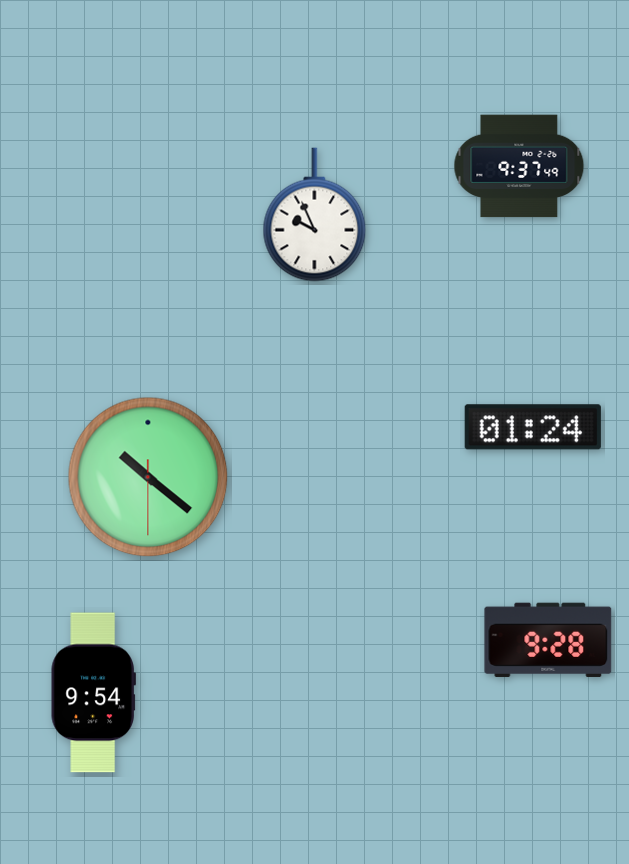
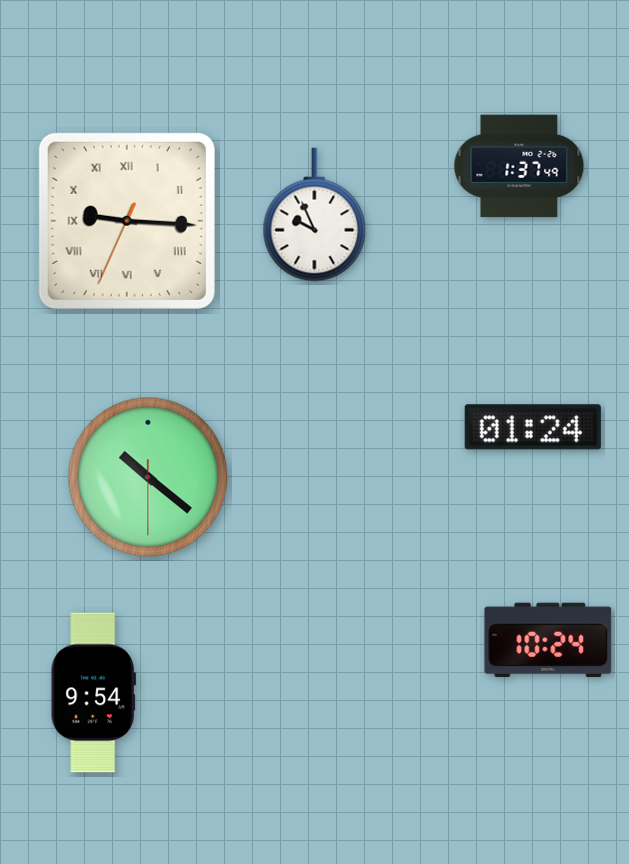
clock at (519, 166): 9:37 -> 1:37
clock at (127, 221): none -> 9:15
clock at (548, 640): 9:28 -> 10:24
